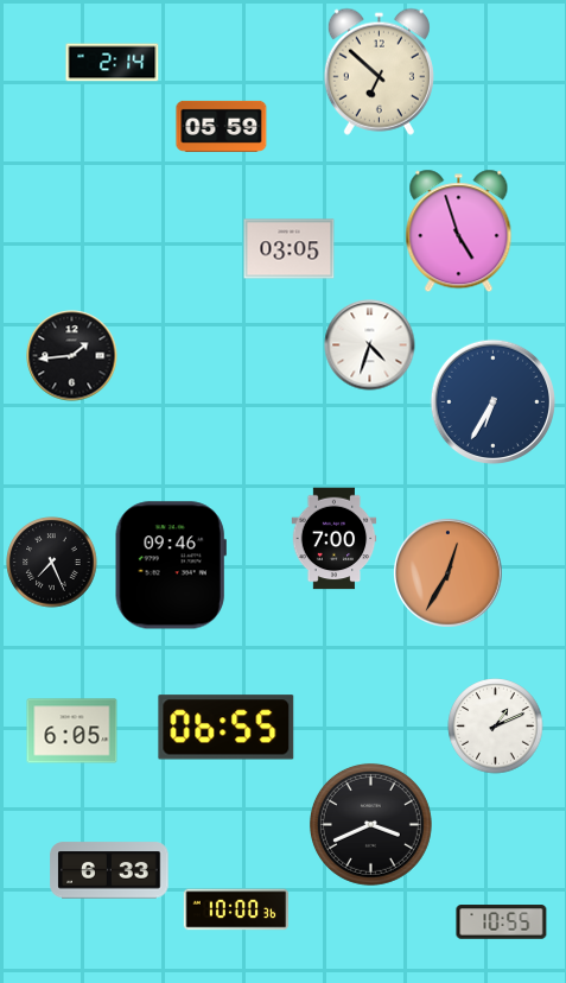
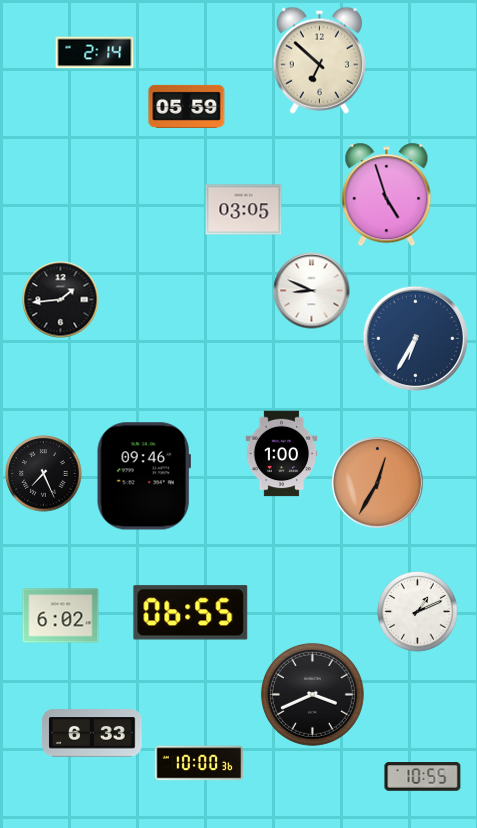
clock at (370, 345): 4:33 -> 8:49
clock at (335, 539): 7:00 -> 1:00
clock at (72, 731): 6:05 -> 6:02
clock at (236, 909) position: (236, 909) -> (199, 763)
